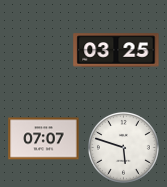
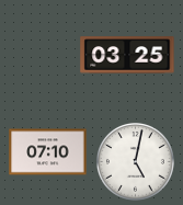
clock at (44, 139): 07:07 -> 07:10
clock at (123, 147): 5:48 -> 5:02
